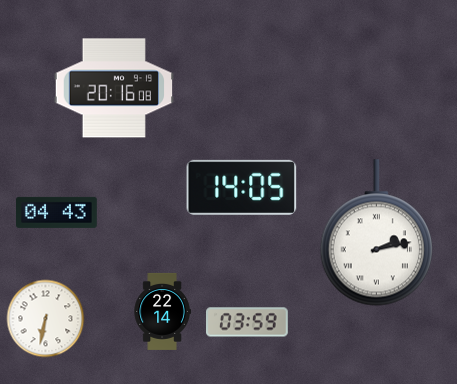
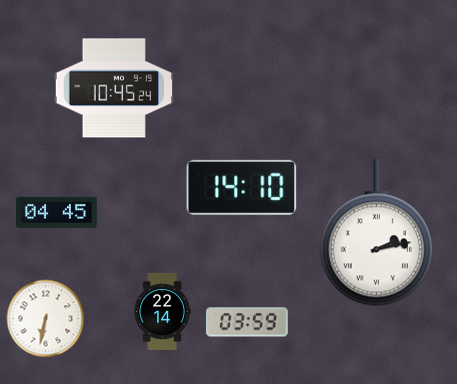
clock at (114, 88): 20:16 -> 10:45
clock at (242, 187): 14:05 -> 14:10
clock at (57, 212): 04:43 -> 04:45
